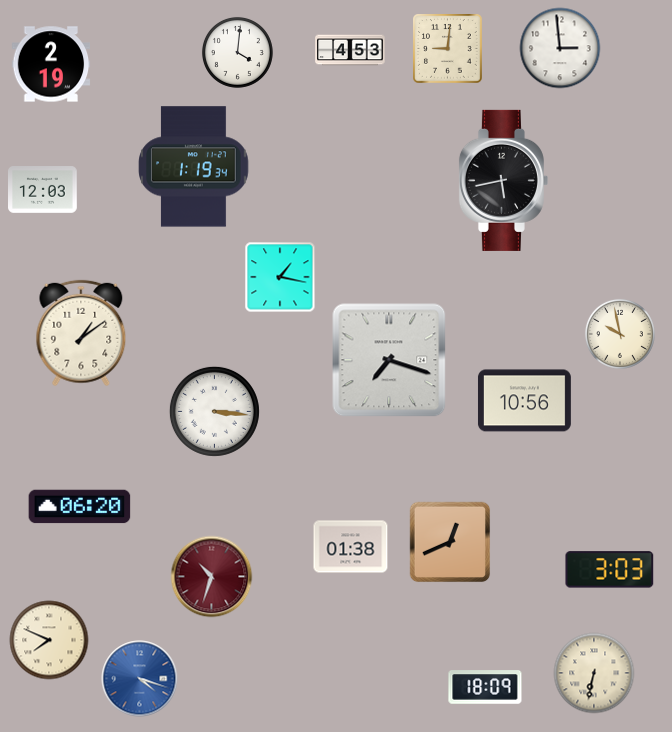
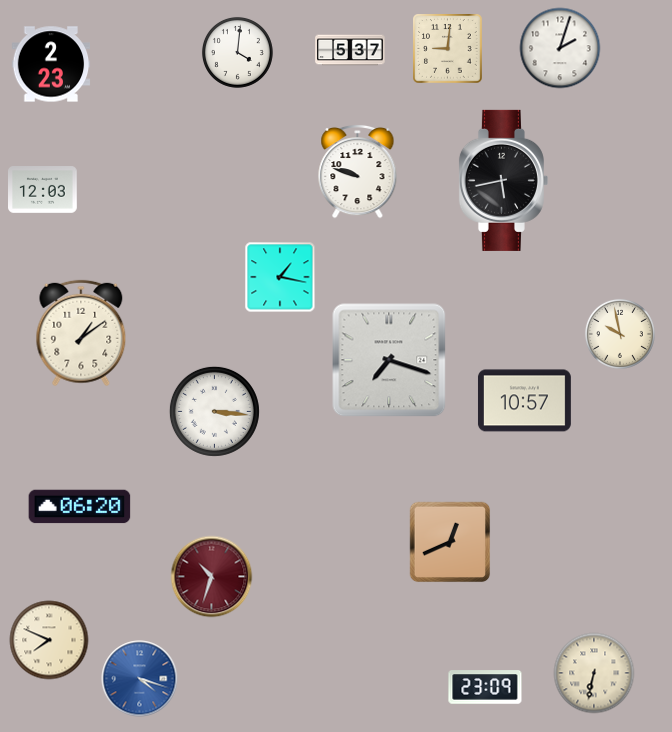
clock at (560, 48): 2:59 -> 2:03
clock at (350, 50): 4:53 -> 5:37
clock at (51, 64): 2:19 -> 2:23
clock at (194, 167): 1:19 -> none
clock at (358, 171): none -> 9:48
clock at (524, 401): 10:56 -> 10:57
clock at (351, 547): 01:38 -> none
clock at (610, 570): 3:03 -> none
clock at (485, 687): 18:09 -> 23:09
